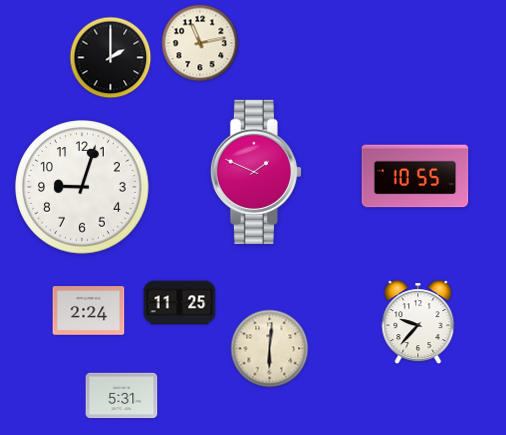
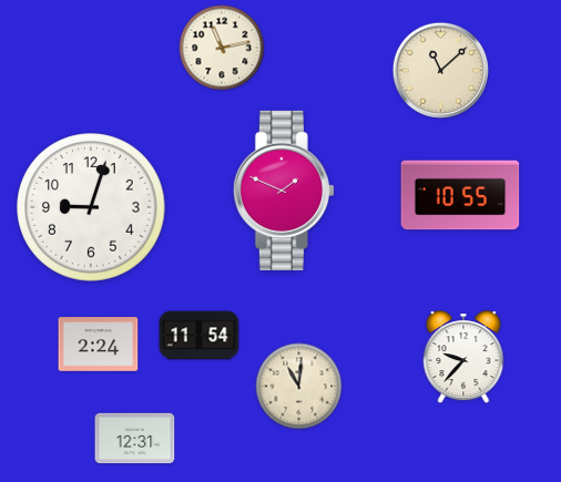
clock at (111, 58): 2:00 -> none
clock at (440, 70): none -> 11:08
clock at (180, 303): 11:25 -> 11:54
clock at (270, 349): 6:01 -> 11:01
clock at (122, 396): 5:31 -> 12:31
